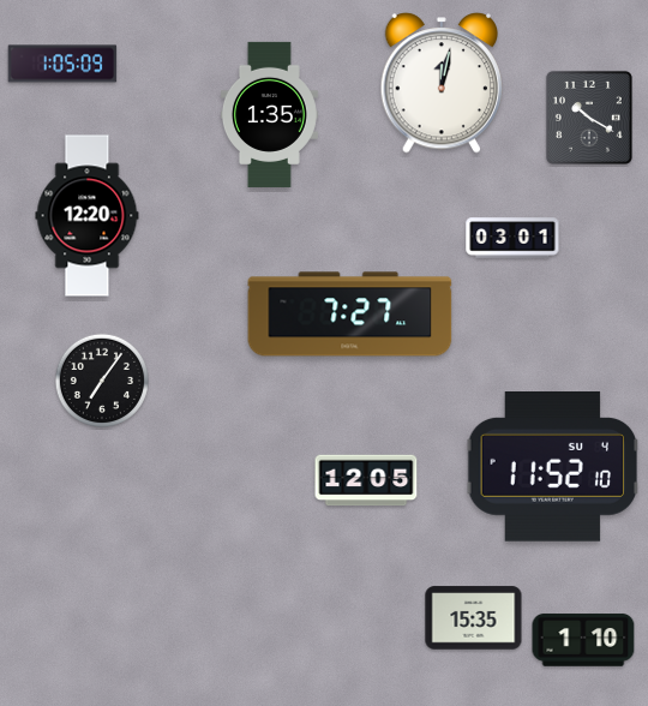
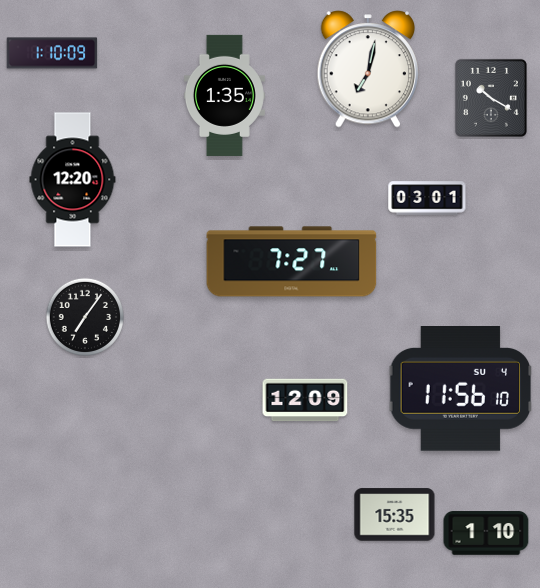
clock at (62, 64): 1:05 -> 1:10
clock at (442, 83): 12:02 -> 7:02
clock at (553, 467): 11:52 -> 11:56
clock at (366, 480): 12:05 -> 12:09
